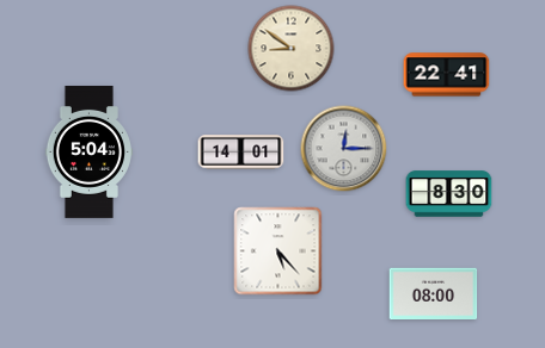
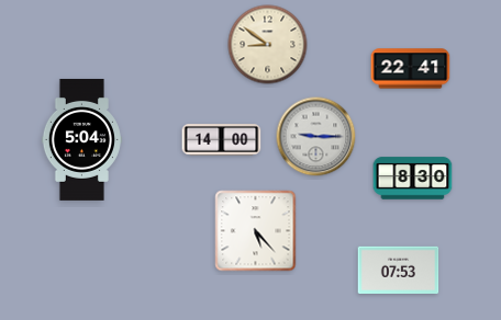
clock at (344, 149): 12:15 -> 9:15
clock at (241, 153): 14:01 -> 14:00
clock at (434, 294): 08:00 -> 07:53
